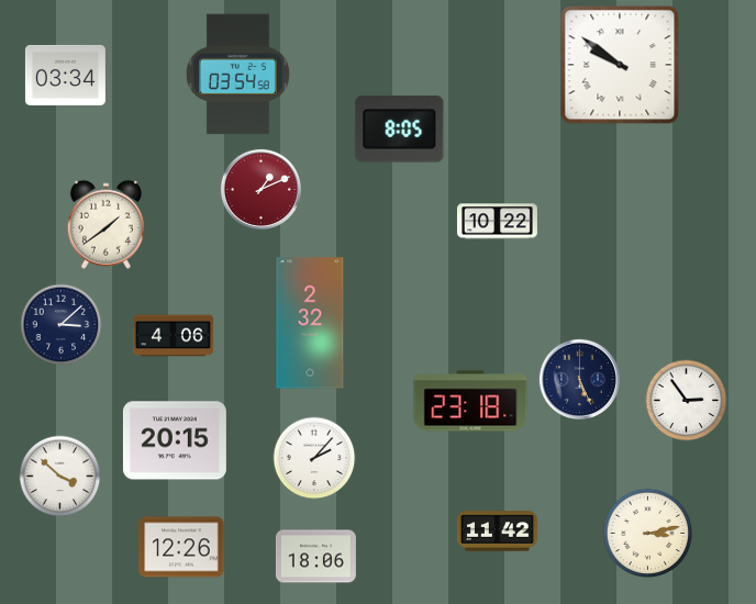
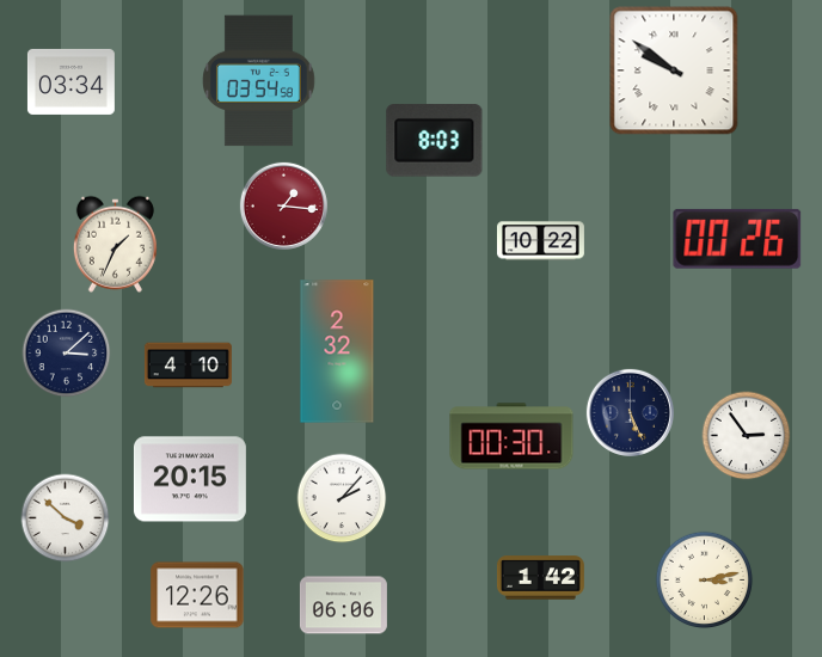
clock at (400, 130): 8:05 -> 8:03
clock at (260, 189): 1:11 -> 1:16
clock at (737, 239): none -> 00:26
clock at (105, 224): 1:39 -> 1:34
clock at (173, 336): 4:06 -> 4:10
clock at (470, 401): 23:18 -> 00:30
clock at (497, 532): 11:42 -> 1:42
clock at (315, 557): 18:06 -> 06:06
